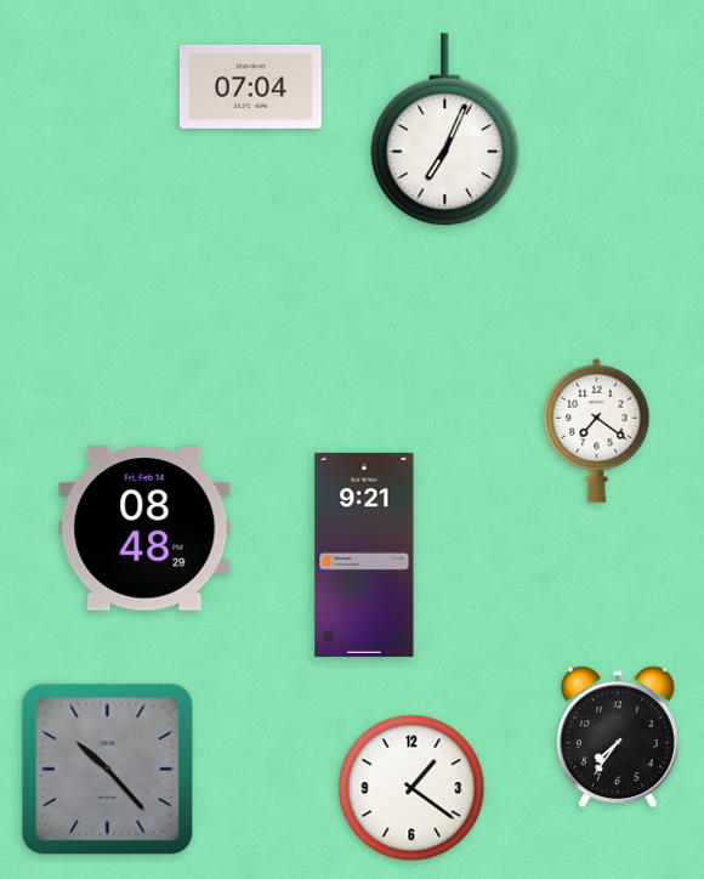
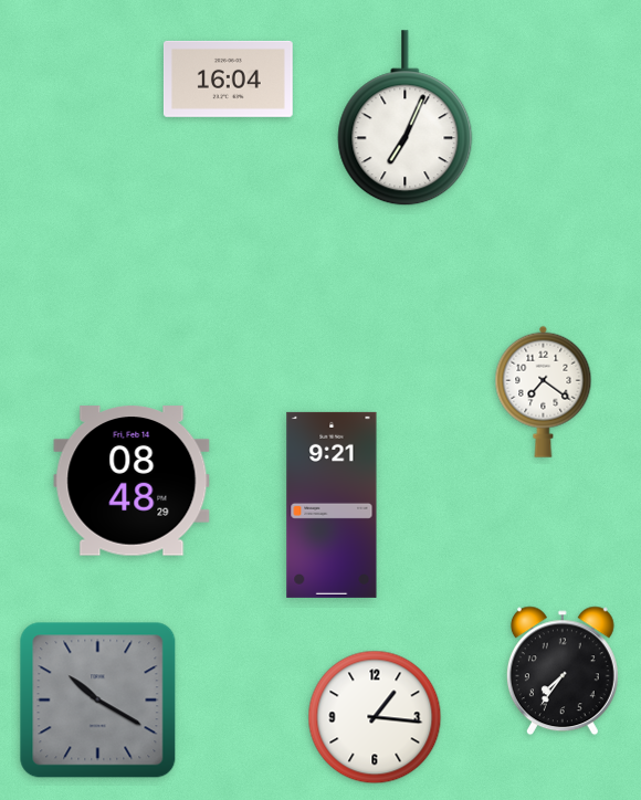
clock at (250, 86): 07:04 -> 16:04
clock at (108, 770): 10:23 -> 10:20
clock at (411, 788): 1:21 -> 1:16
